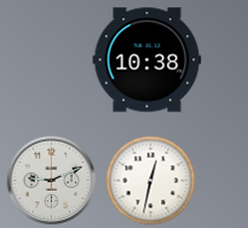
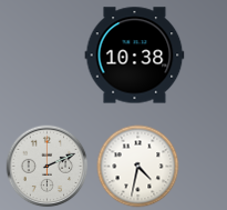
clock at (52, 181): 9:11 -> 2:11
clock at (151, 181): 12:32 -> 4:32
